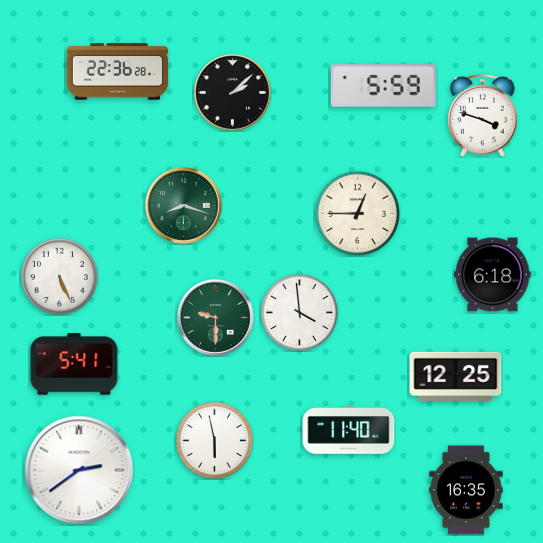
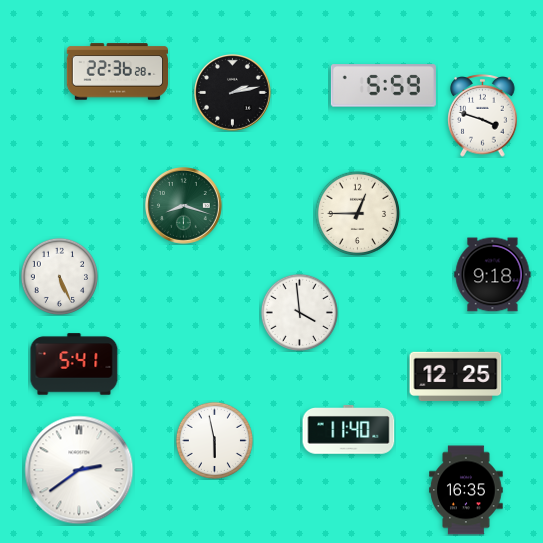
clock at (233, 93): 2:08 -> 2:13
clock at (493, 275): 6:18 -> 9:18
clock at (216, 318): 9:30 -> none
